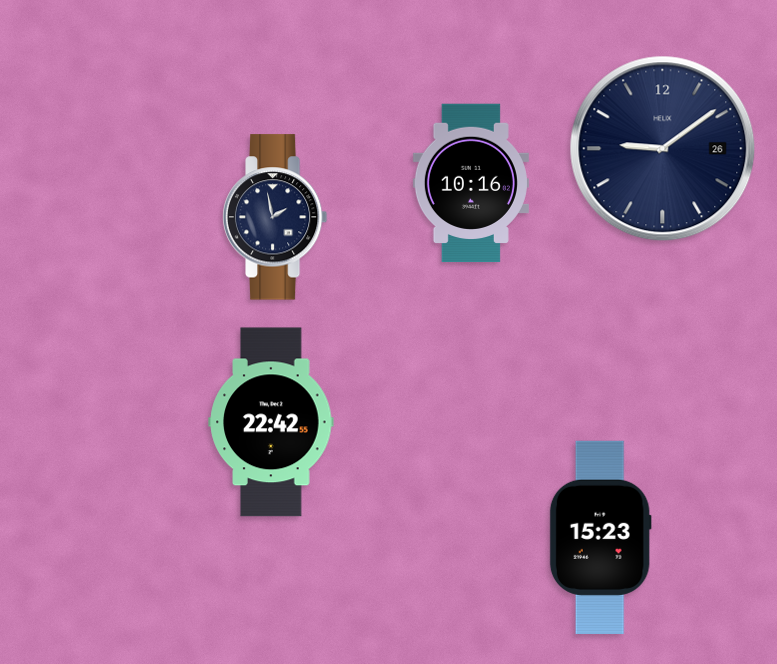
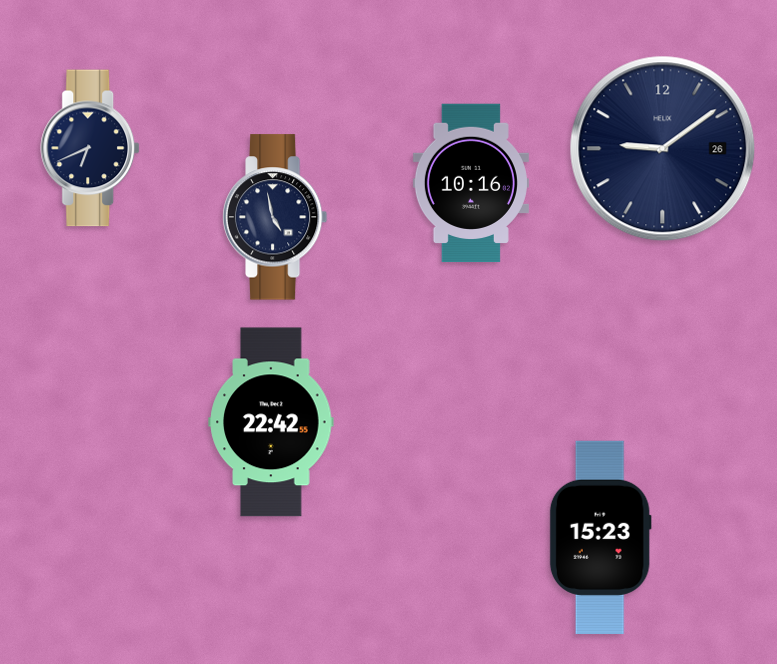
clock at (91, 148): none -> 6:41
clock at (275, 217): 1:58 -> 4:58
